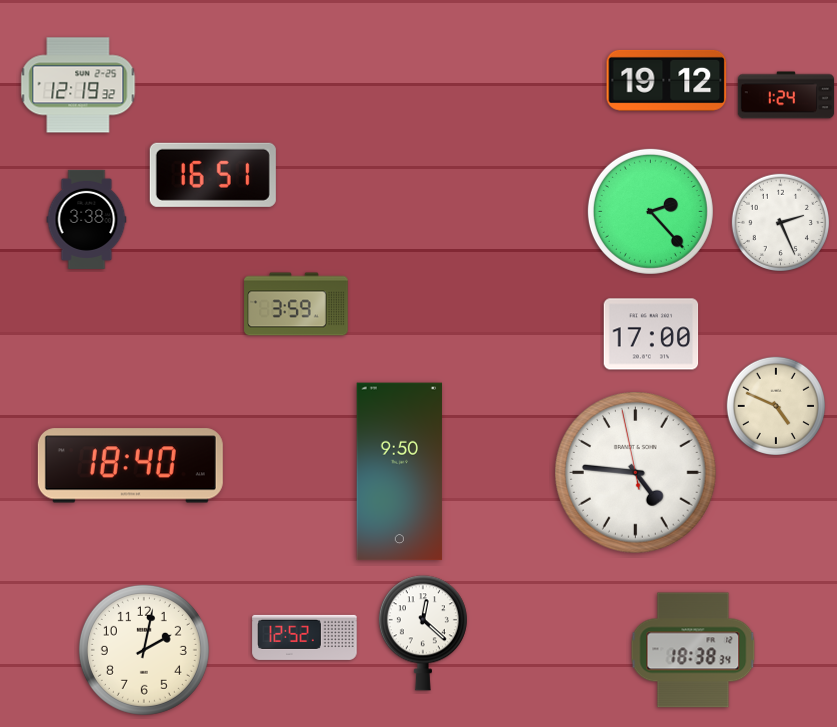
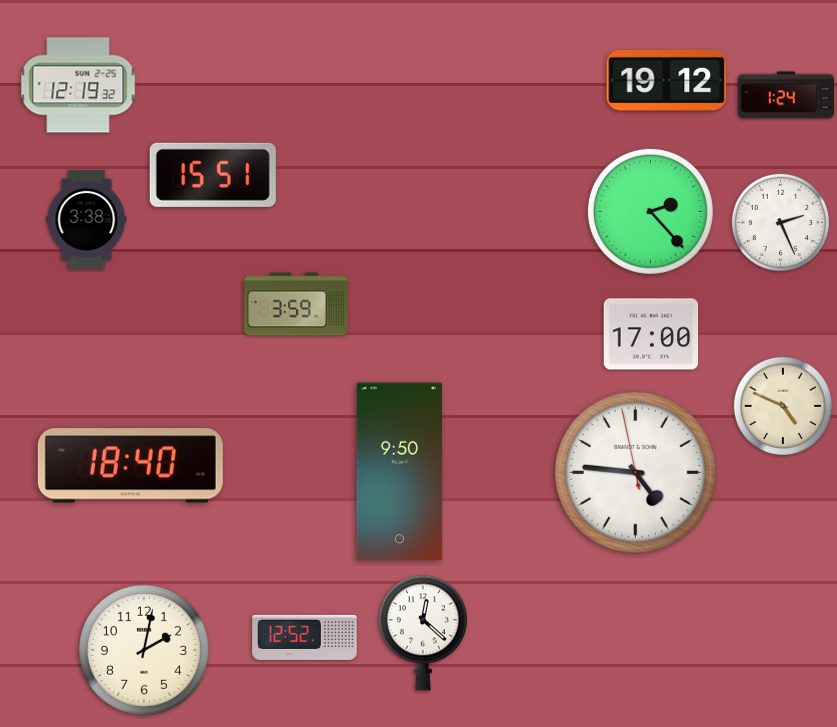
clock at (213, 175): 16:51 -> 15:51
clock at (775, 405) position: (775, 405) -> (782, 405)
clock at (693, 650): 18:38 -> none
